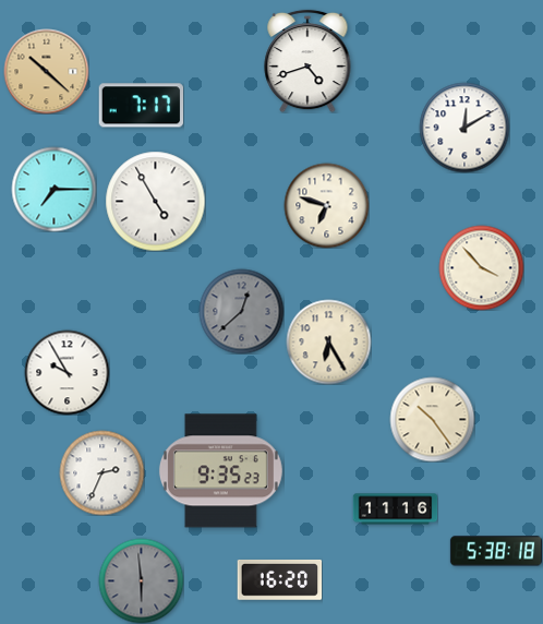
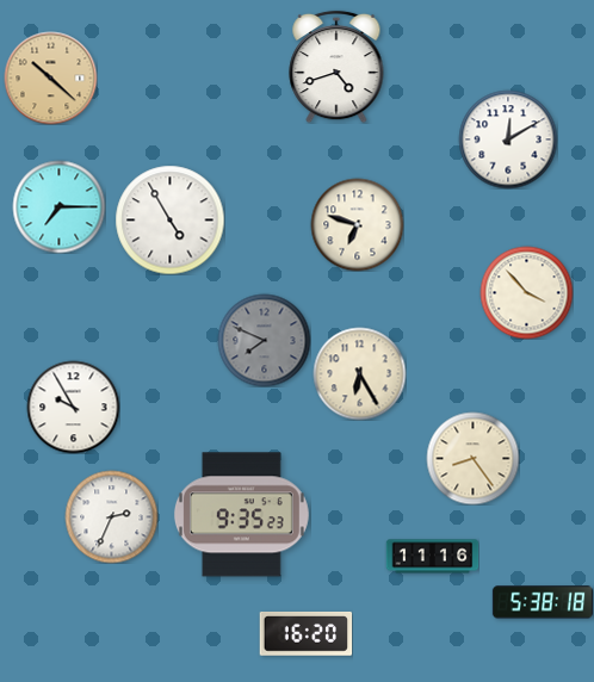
clock at (141, 106): 7:17 -> none
clock at (241, 311): 12:38 -> 7:49
clock at (432, 419): 10:24 -> 8:24
clock at (141, 580): 5:59 -> none
